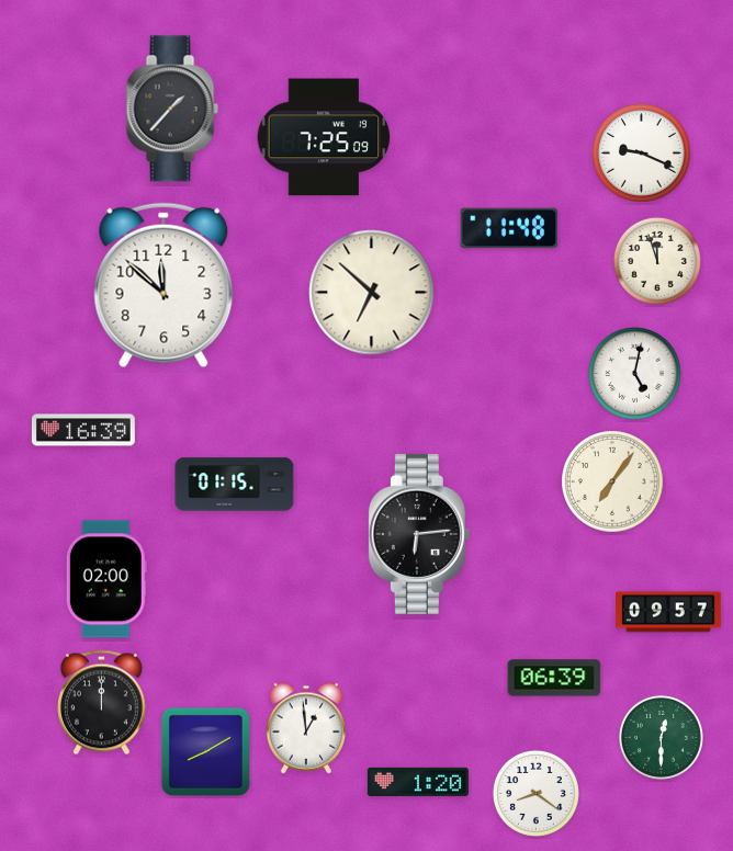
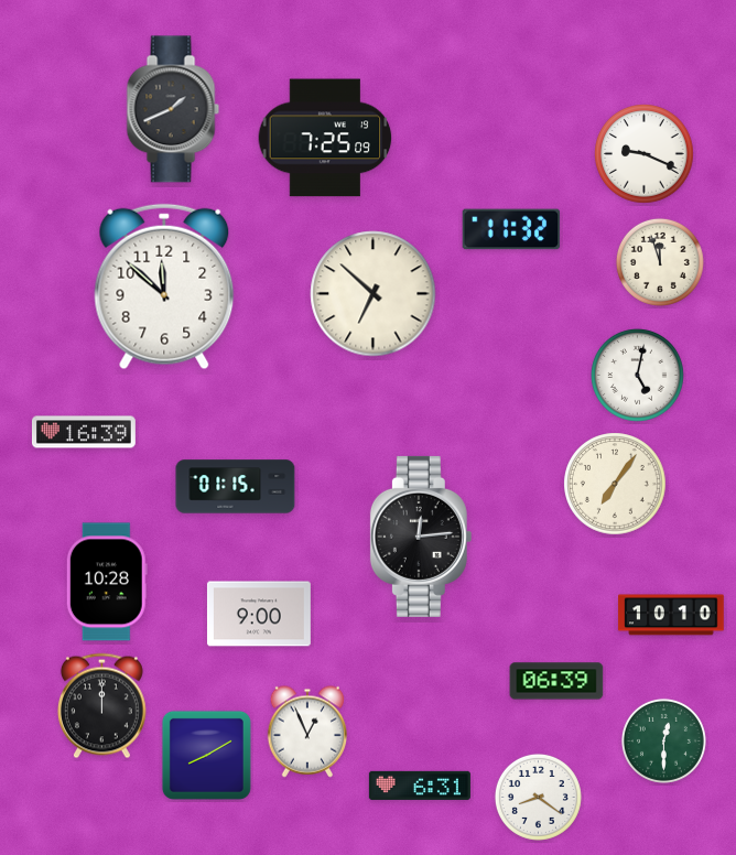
clock at (172, 109): 1:37 -> 1:41
clock at (509, 228): 11:48 -> 11:32
clock at (419, 534): 6:14 -> 12:14
clock at (106, 579): 02:00 -> 10:28
clock at (259, 614): none -> 9:00
clock at (668, 612): 09:57 -> 10:10
clock at (305, 728): 12:59 -> 12:56
clock at (418, 782): 1:20 -> 6:31
